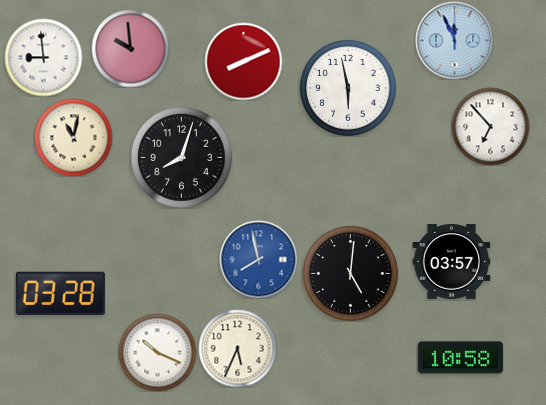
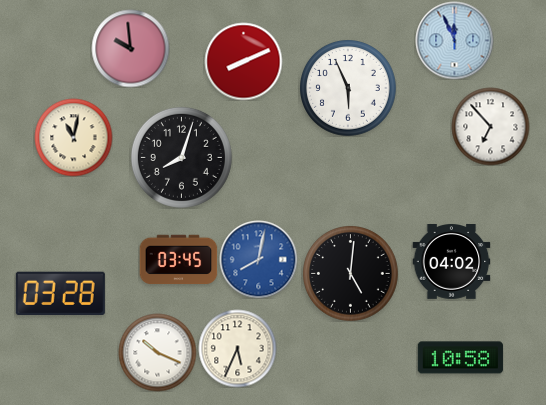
clock at (43, 57): 8:59 -> none
clock at (348, 88): 5:58 -> 5:56
clock at (258, 259): 7:58 -> 8:02
clock at (178, 260): none -> 03:45
clock at (451, 262): 03:57 -> 04:02
